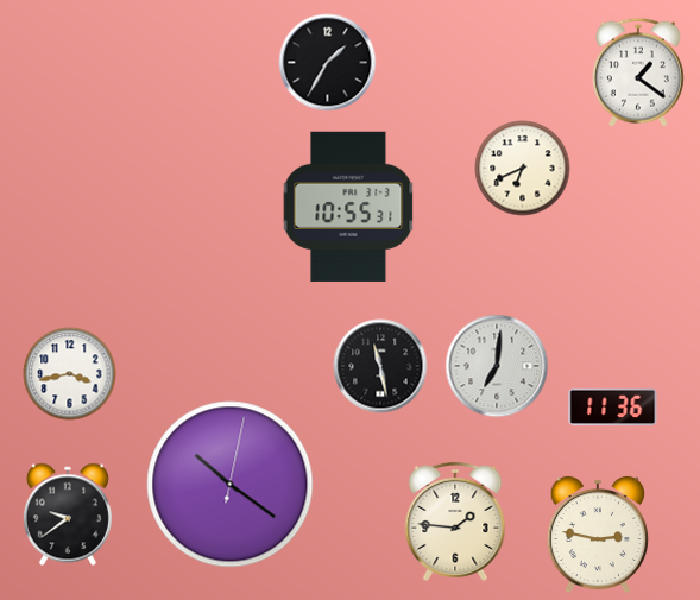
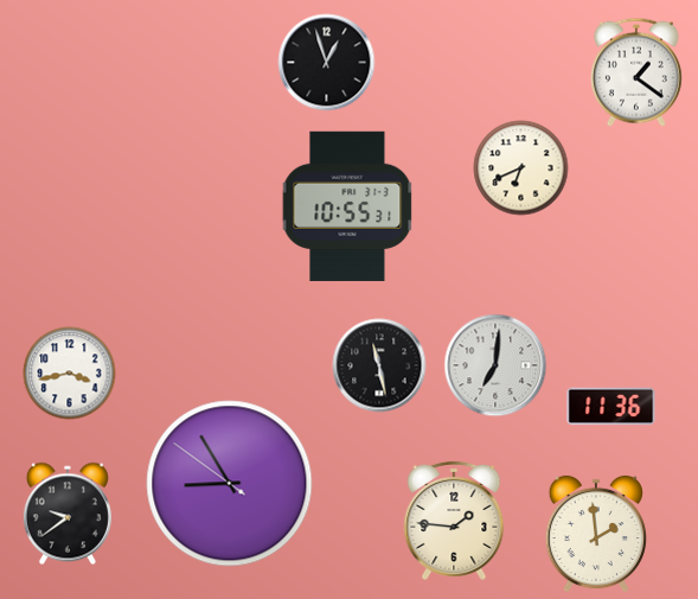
clock at (328, 63): 1:35 -> 12:57
clock at (231, 485): 10:21 -> 8:54
clock at (598, 535): 2:47 -> 1:59
